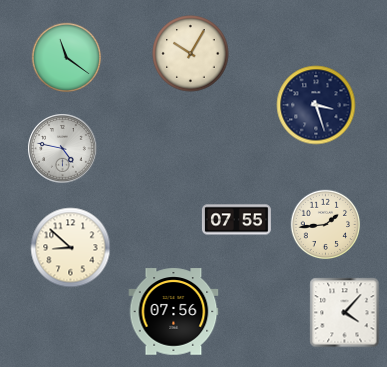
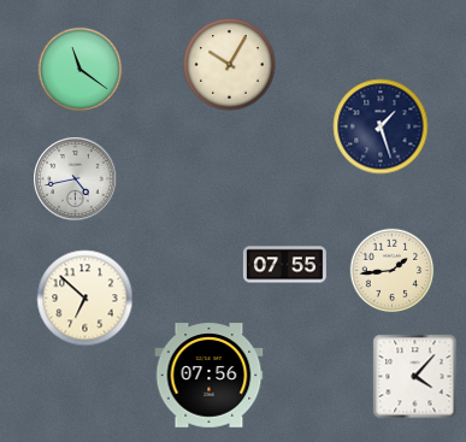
clock at (316, 105): 3:27 -> 1:27
clock at (63, 149): 4:47 -> 4:43
clock at (71, 248): 8:52 -> 6:52
